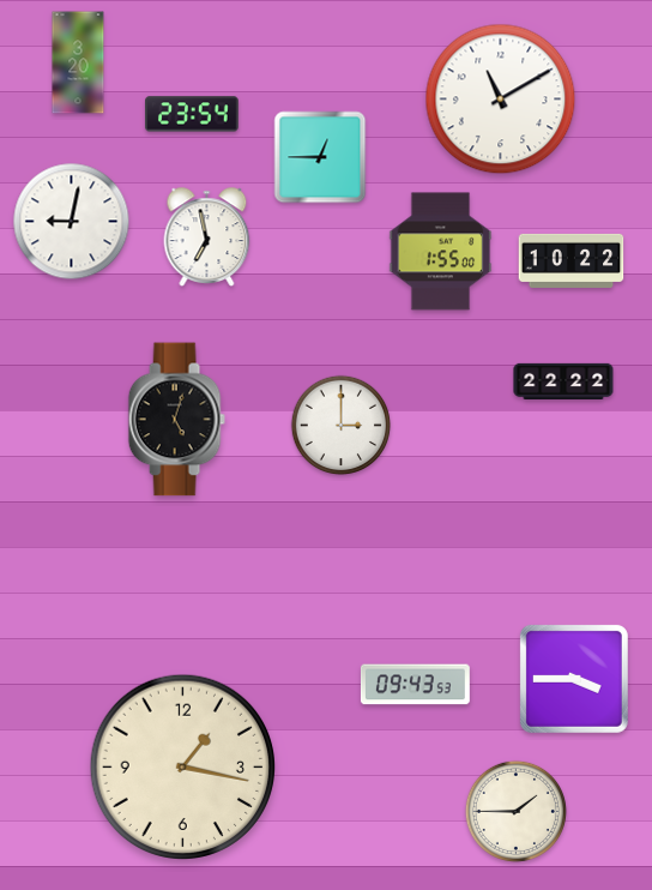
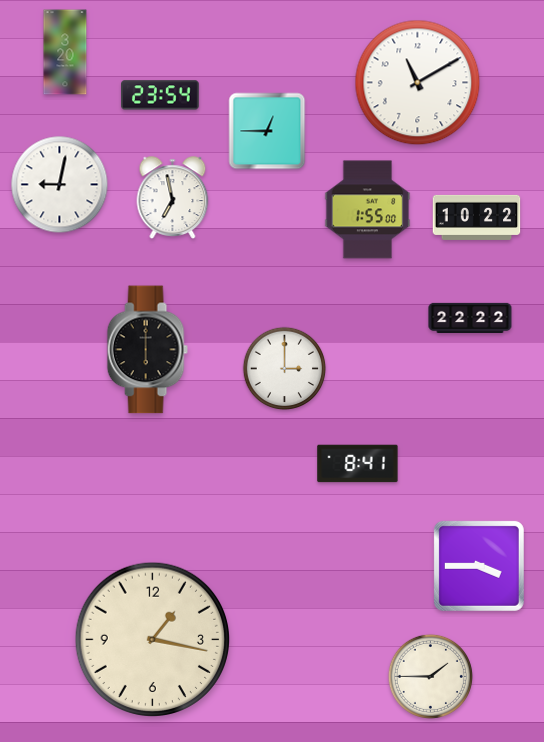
clock at (176, 420): 5:03 -> 6:00
clock at (342, 426) position: (342, 426) -> (285, 369)
clock at (358, 464): none -> 8:41
clock at (415, 685): 09:43 -> none
